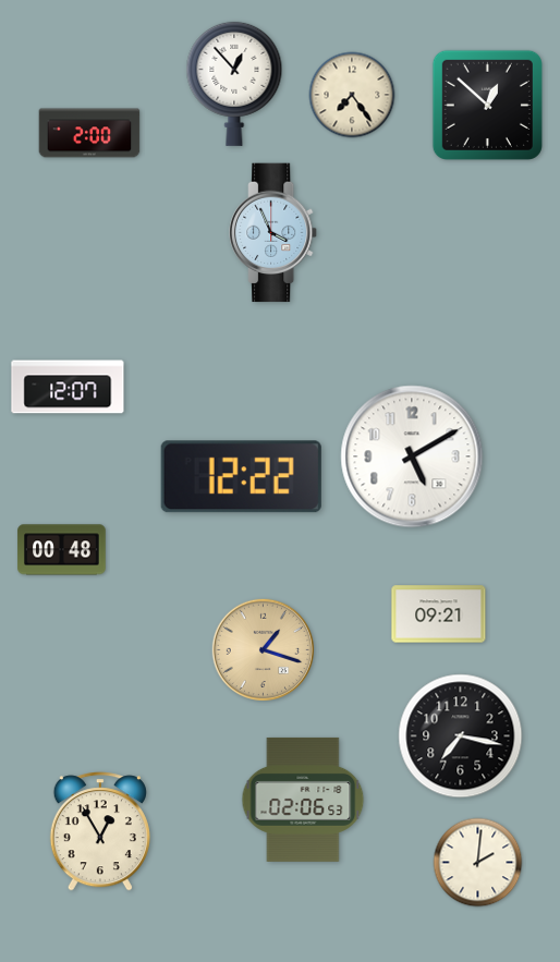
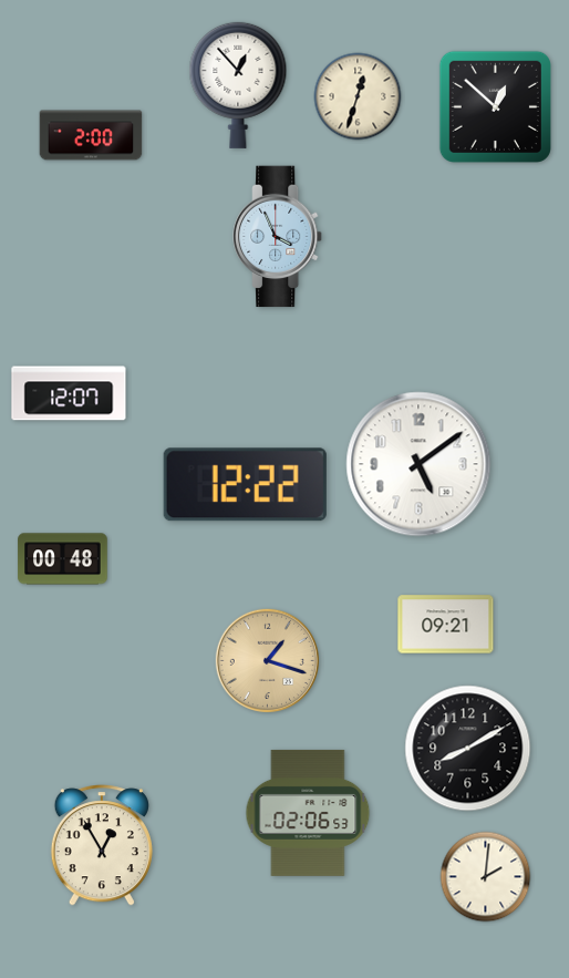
clock at (352, 95): 7:24 -> 12:33
clock at (412, 456): 5:10 -> 5:09
clock at (461, 736): 7:17 -> 8:10
